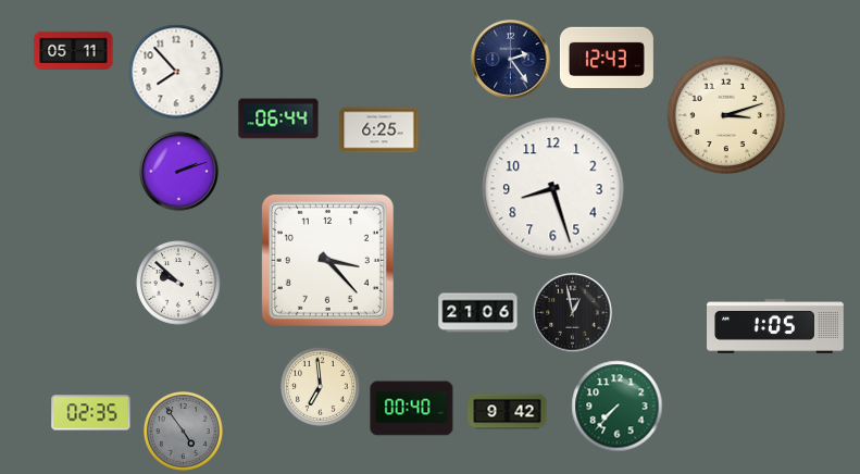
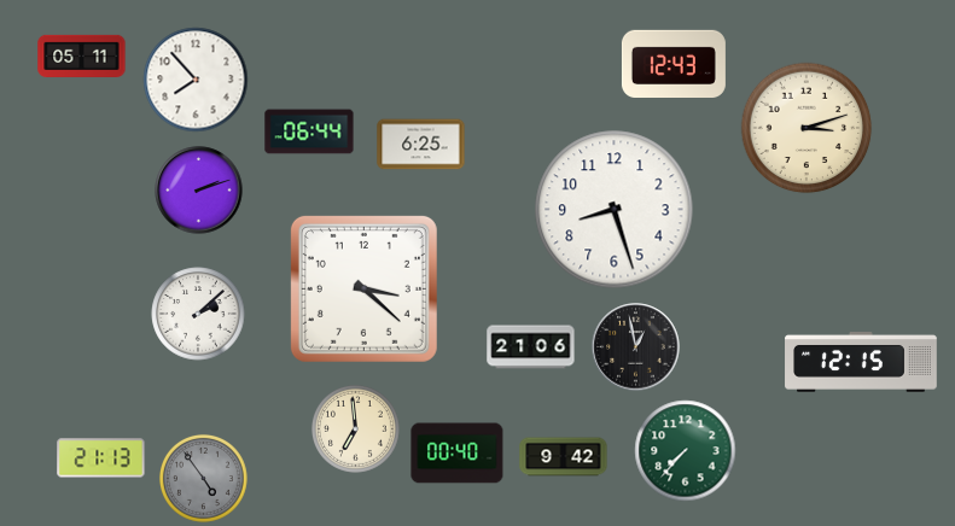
clock at (511, 60): 2:24 -> none
clock at (327, 260): 3:23 -> 3:22
clock at (178, 283): 9:52 -> 2:08
clock at (775, 327): 1:05 -> 12:15
clock at (91, 413): 02:35 -> 21:13
